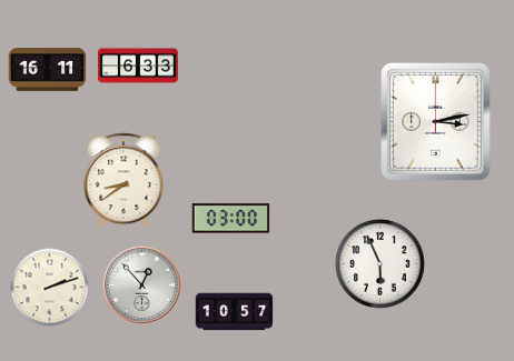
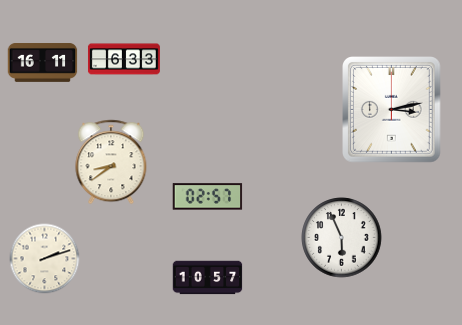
clock at (231, 219): 03:00 -> 02:57
clock at (142, 285): 12:53 -> none
clock at (235, 312) position: (235, 312) -> (208, 278)
